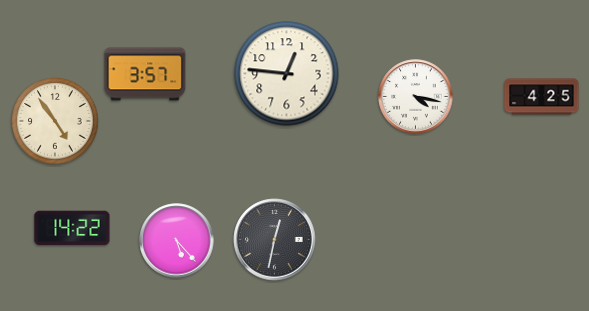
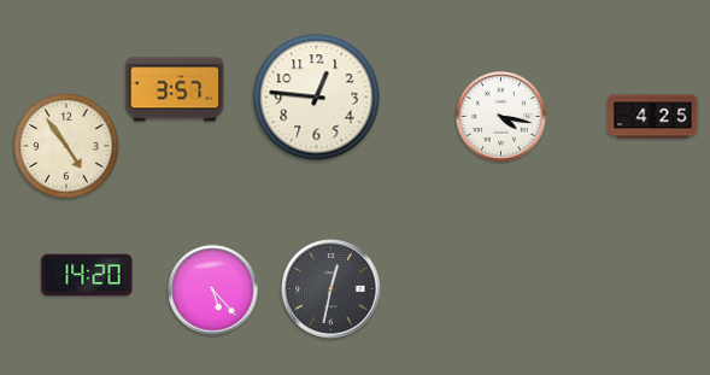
clock at (287, 74) position: (287, 74) -> (317, 98)
clock at (72, 228): 14:22 -> 14:20
